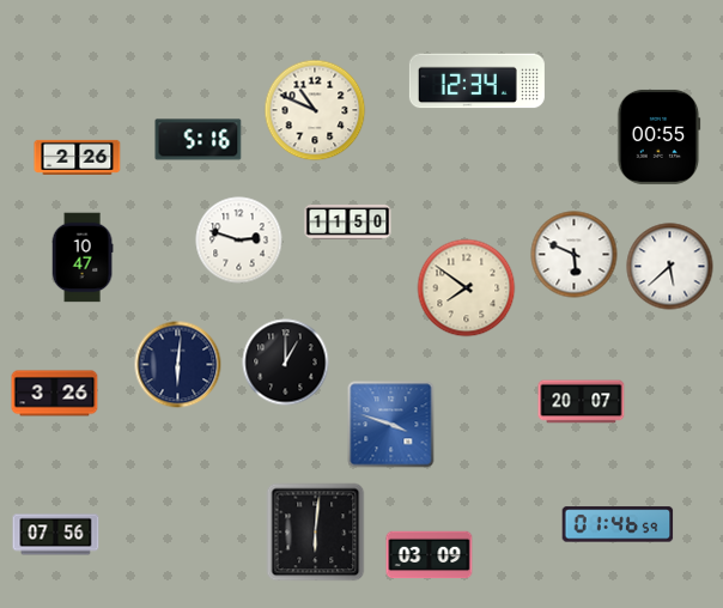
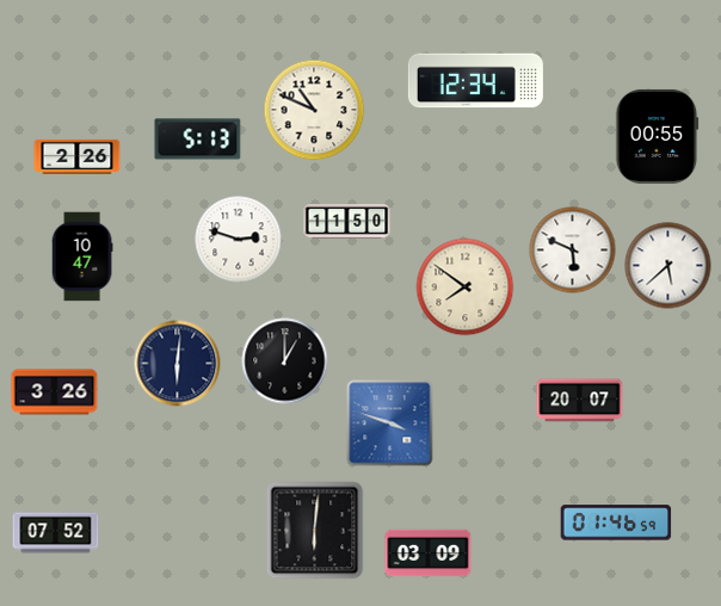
clock at (199, 140): 5:16 -> 5:13
clock at (575, 255) position: (575, 255) -> (573, 251)
clock at (56, 535): 07:56 -> 07:52
